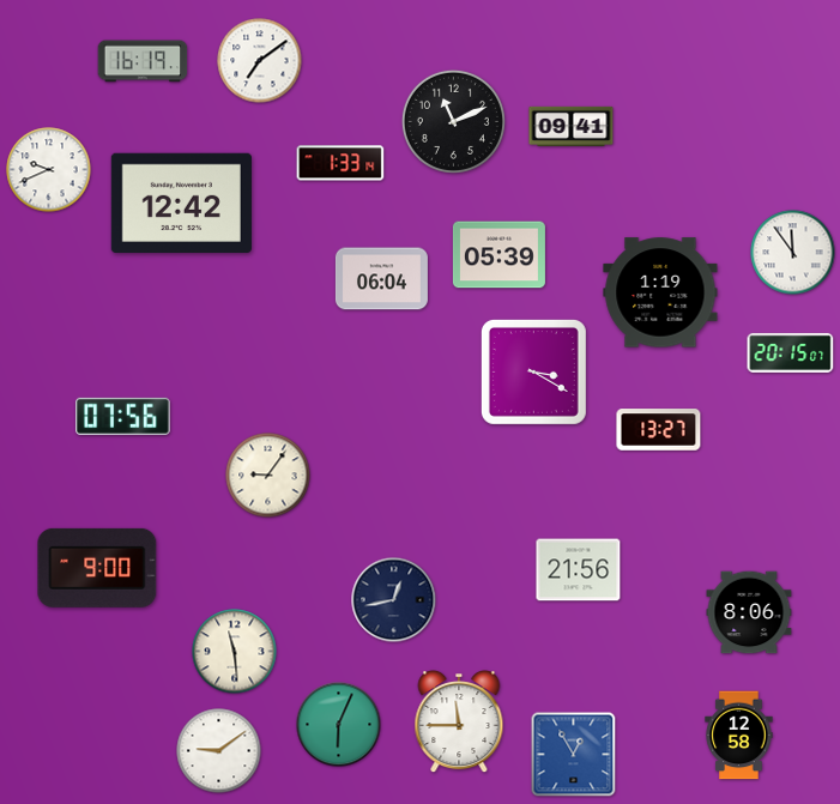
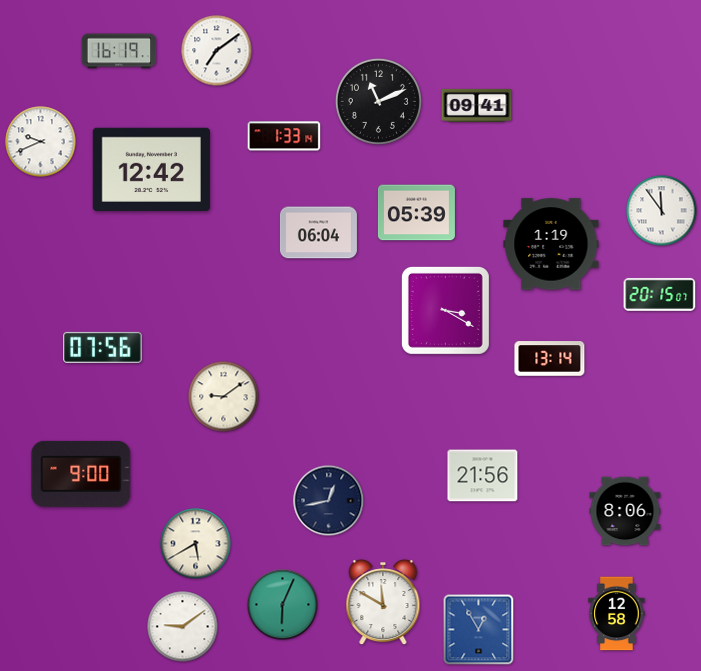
clock at (659, 430): 13:27 -> 13:14
clock at (268, 476): 9:06 -> 9:09
clock at (235, 652): 11:29 -> 5:40
clock at (459, 723): 11:45 -> 11:50
